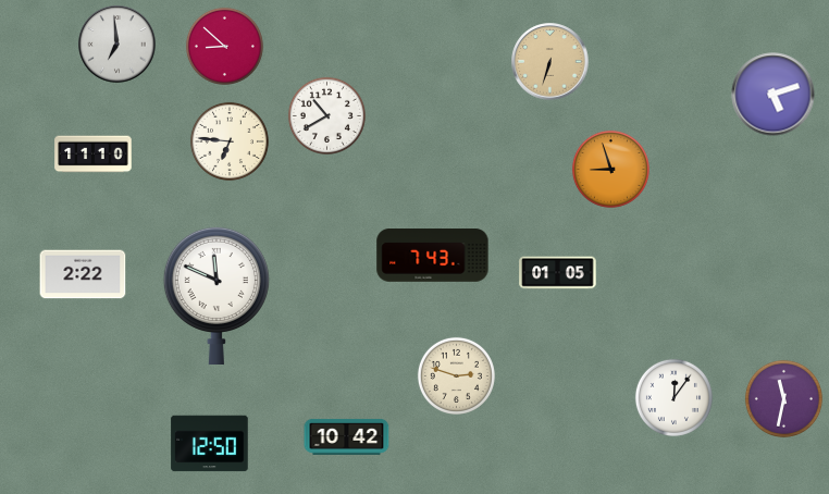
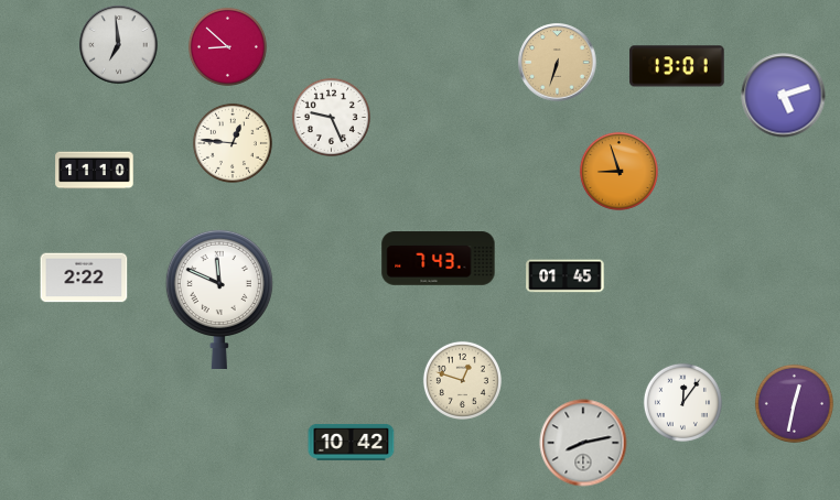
clock at (677, 66): none -> 13:01
clock at (326, 115): 10:40 -> 9:26
clock at (230, 141): 6:46 -> 12:46
clock at (94, 155) position: (94, 155) -> (95, 171)
clock at (558, 273): 01:05 -> 01:45
clock at (456, 375): 2:48 -> 12:48
clock at (783, 398): 11:32 -> 12:32
clock at (583, 443): none -> 8:13
clock at (210, 444): 12:50 -> none
